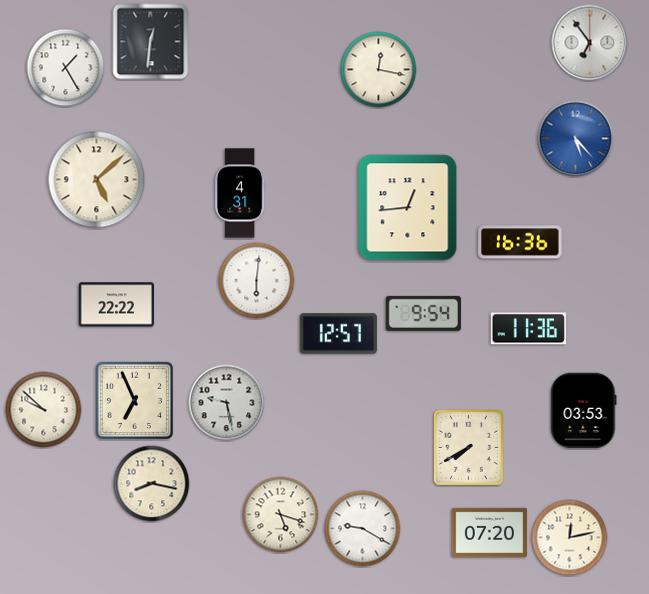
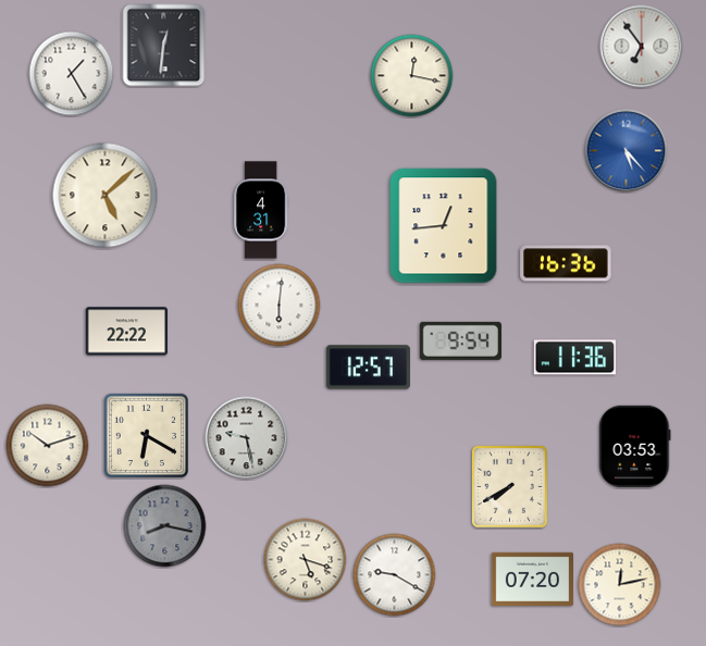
clock at (338, 334) position: (338, 334) -> (368, 368)
clock at (134, 400): 6:56 -> 6:20
clock at (44, 410): 9:52 -> 10:12
clock at (152, 484) dial: cream -> grey
